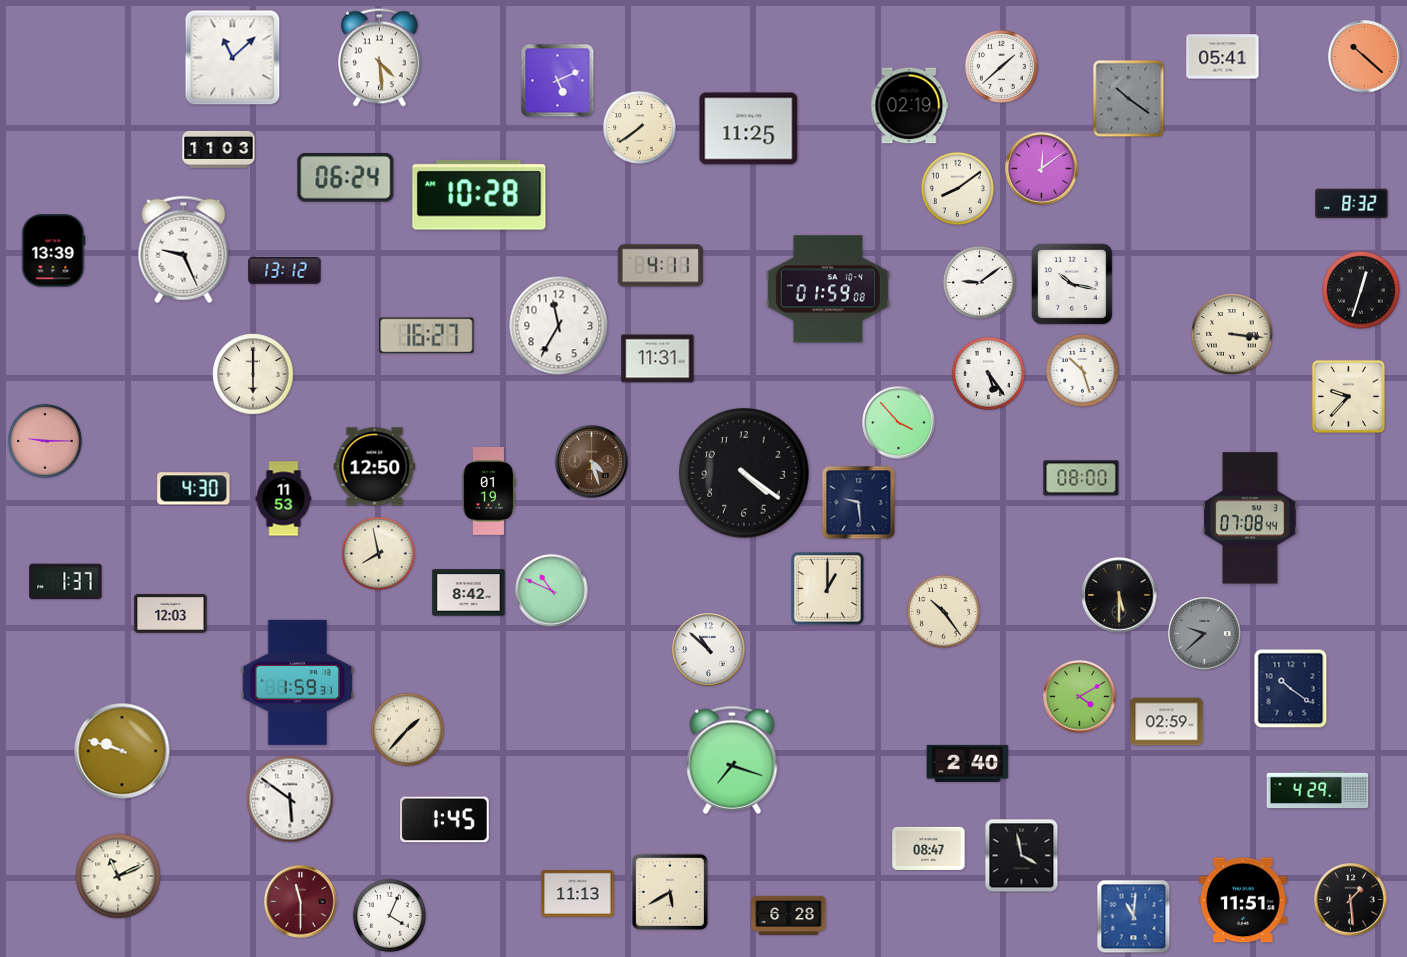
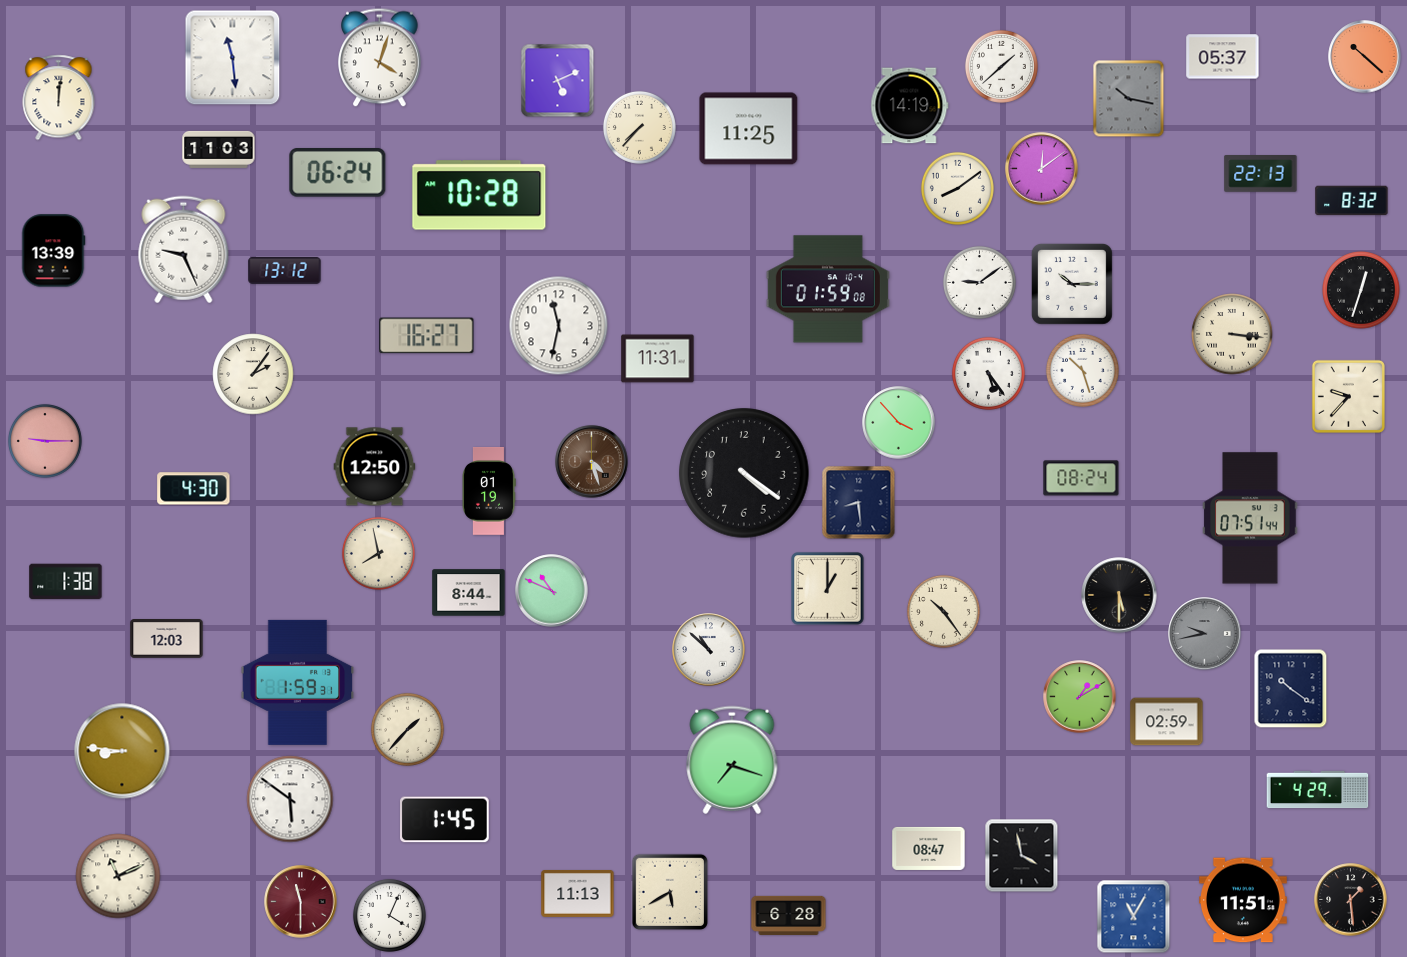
clock at (1223, 57): 05:41 -> 05:37
clock at (233, 58): 11:08 -> 11:29
clock at (380, 58): 4:29 -> 4:03
clock at (59, 98): none -> 12:01
clock at (1129, 99): 10:21 -> 10:17
clock at (910, 106): 02:19 -> 14:19
clock at (639, 127): 7:39 -> 7:37
clock at (1261, 174): none -> 22:13
clock at (346, 178) position: (346, 178) -> (338, 173)
clock at (1352, 204) position: (1352, 204) -> (1352, 201)
clock at (660, 266): 4:11 -> none
clock at (1072, 284): 10:17 -> 10:15
clock at (559, 326): 11:35 -> 11:32
clock at (253, 374): 6:00 -> 2:06
clock at (1081, 478): 08:00 -> 08:24
clock at (284, 499): 11:53 -> none
clock at (859, 503): 9:29 -> 8:29
clock at (1250, 518): 07:08 -> 07:51
clock at (66, 582): 1:37 -> 1:38
clock at (469, 593): 8:42 -> 8:44
clock at (171, 614) position: (171, 614) -> (167, 639)
clock at (1205, 634): 9:38 -> 9:43
clock at (1080, 697): 4:10 -> 1:10
clock at (122, 751): 9:48 -> 8:46
clock at (968, 763): 2:40 -> none
clock at (1134, 917): 11:01 -> 11:05
